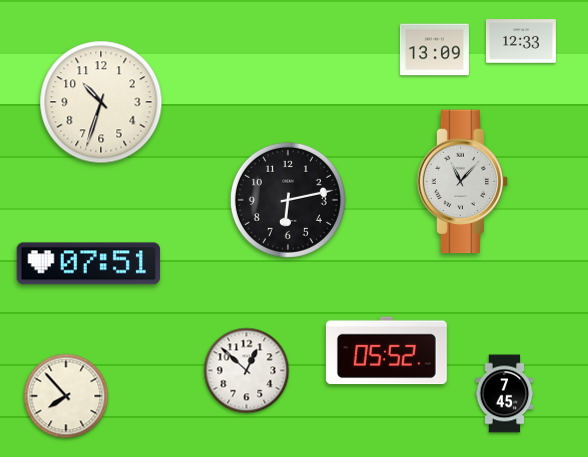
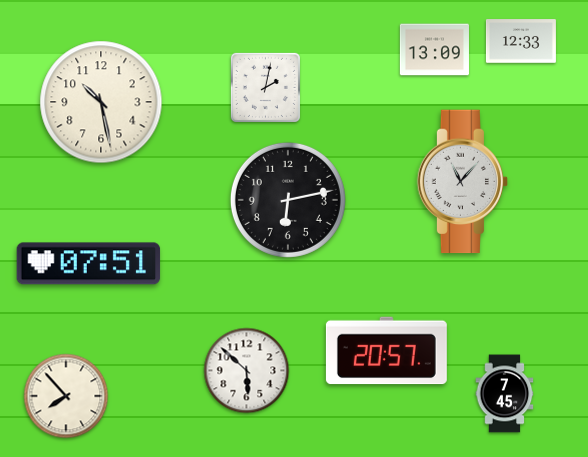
clock at (265, 87): none -> 2:02
clock at (101, 102): 10:33 -> 10:28
clock at (386, 351): 05:52 -> 20:57
clock at (247, 371): 12:52 -> 5:52
